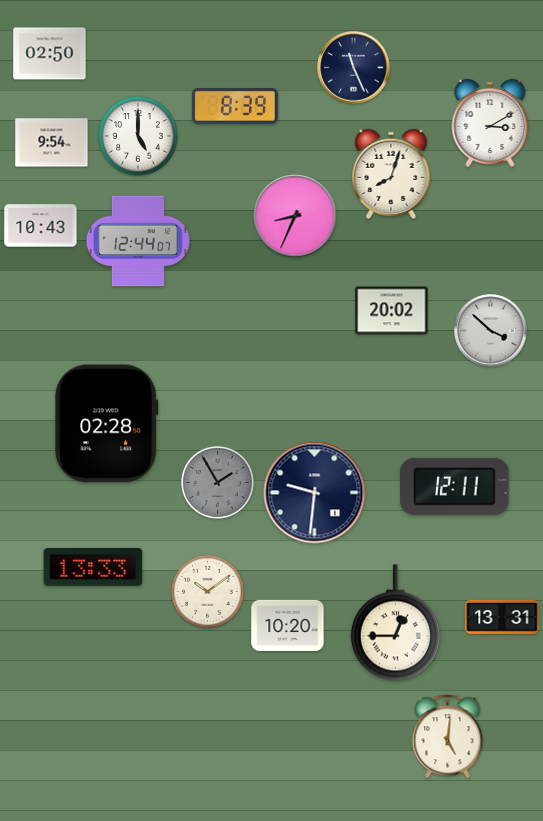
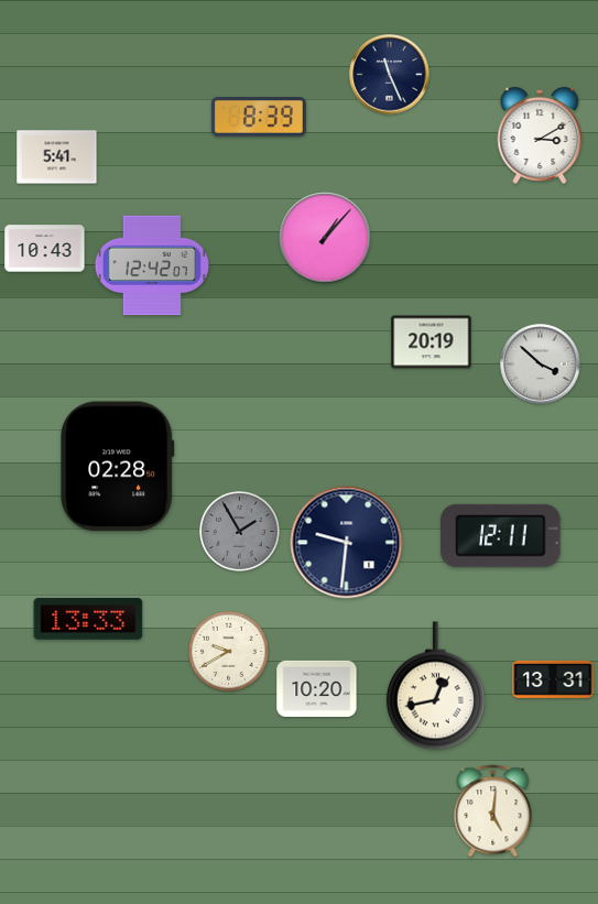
clock at (50, 54): 02:50 -> none
clock at (138, 136): 5:00 -> none
clock at (52, 143): 9:54 -> 5:41
clock at (391, 174): 8:03 -> none
clock at (295, 216): 8:34 -> 1:07
clock at (138, 241): 12:44 -> 12:42
clock at (392, 311): 20:02 -> 20:19
clock at (93, 567) position: (93, 567) -> (88, 619)
clock at (207, 591): 10:09 -> 9:40
clock at (395, 623): 12:45 -> 12:43
